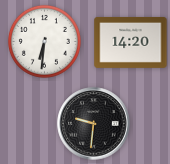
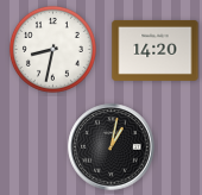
clock at (44, 41): 6:31 -> 8:32
clock at (94, 124): 9:31 -> 1:02
